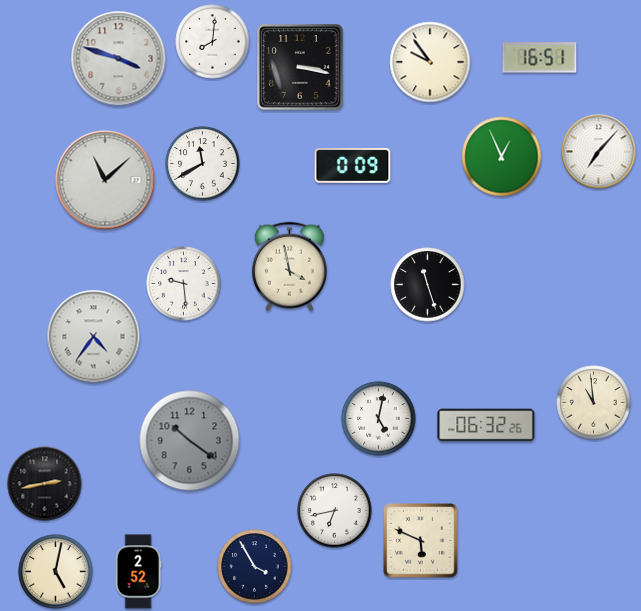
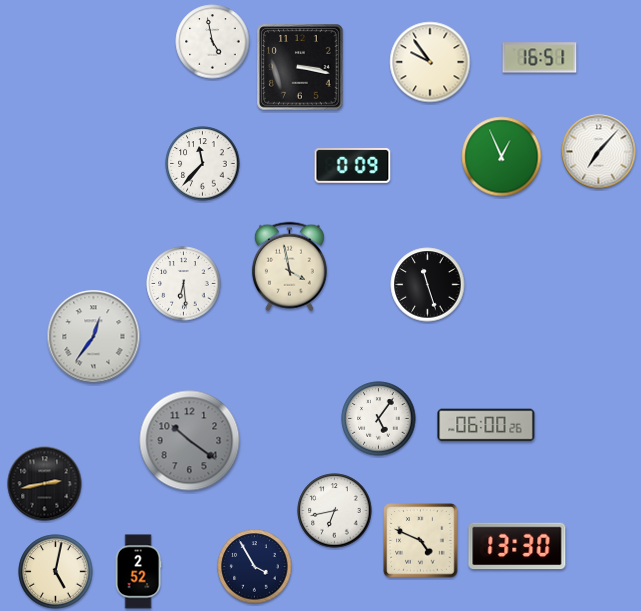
clock at (213, 42): 8:01 -> 4:58
clock at (119, 59): 3:48 -> none
clock at (203, 164): 11:40 -> 11:37
clock at (105, 180): 11:08 -> none
clock at (184, 284): 9:29 -> 6:29
clock at (94, 337): 4:36 -> 12:36
clock at (594, 403): 10:59 -> none
clock at (379, 419): 5:02 -> 5:06
clock at (486, 425): 06:32 -> 06:00
clock at (421, 541): 5:49 -> 4:49
clock at (517, 546): none -> 13:30
